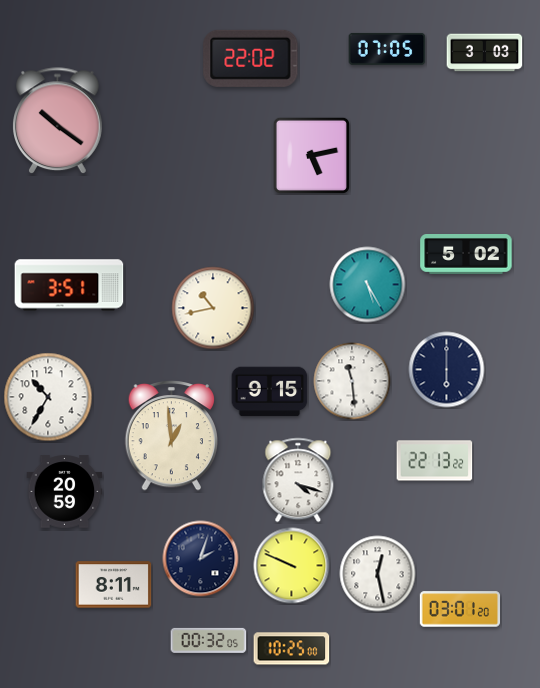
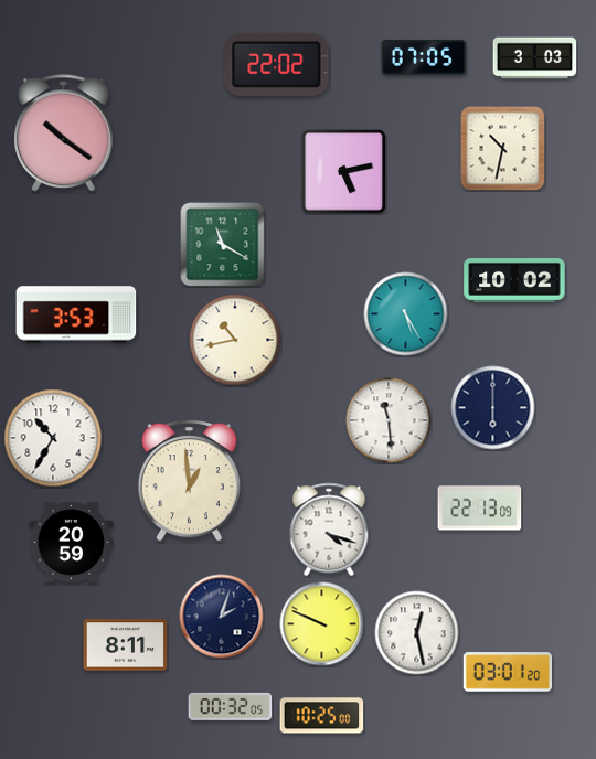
clock at (387, 49) position: (387, 49) -> (424, 57)
clock at (503, 149): none -> 10:32
clock at (223, 245): none -> 11:20
clock at (466, 255): 5:02 -> 10:02
clock at (69, 285): 3:51 -> 3:53
clock at (270, 392): 9:15 -> none
clock at (435, 461): 22:13:22 -> 22:13:09
